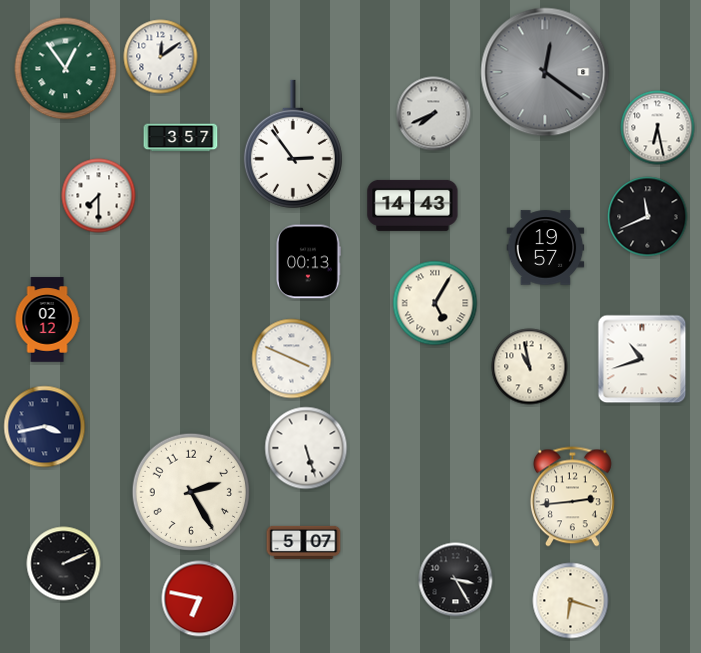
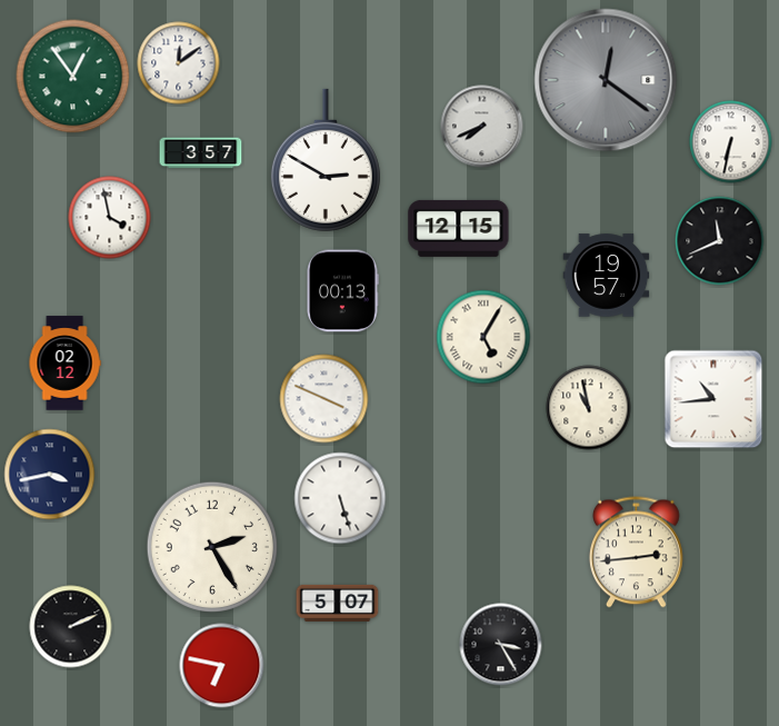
clock at (658, 128): 6:28 -> 6:32
clock at (293, 144): 2:54 -> 2:50
clock at (99, 196): 7:30 -> 3:58
clock at (413, 205): 14:43 -> 12:15
clock at (47, 320) position: (47, 320) -> (64, 364)
clock at (642, 359): 10:42 -> 10:44
clock at (456, 580) position: (456, 580) -> (501, 645)
clock at (571, 601): 6:18 -> none
